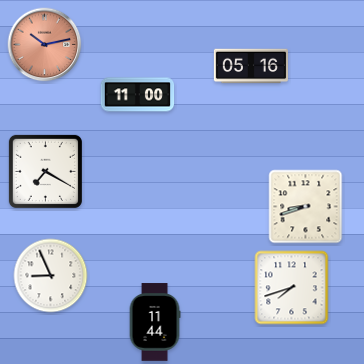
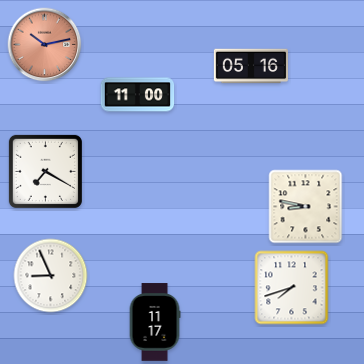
clock at (306, 207): 8:42 -> 8:47
clock at (155, 322): 11:44 -> 11:17
